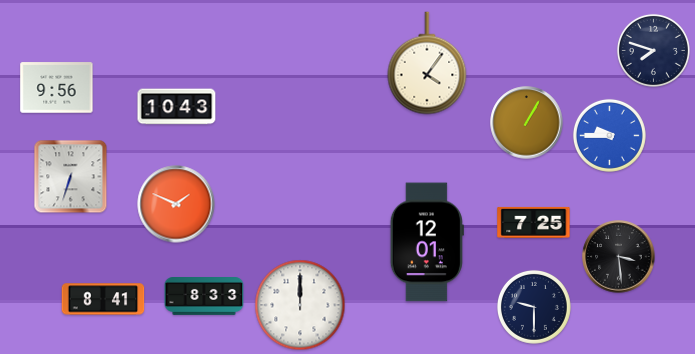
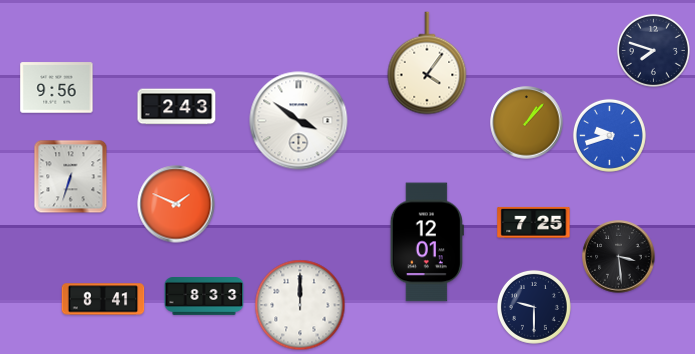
clock at (177, 107): 10:43 -> 2:43
clock at (299, 121): none -> 3:51
clock at (527, 123): 1:05 -> 1:07
clock at (609, 135): 9:45 -> 9:42
